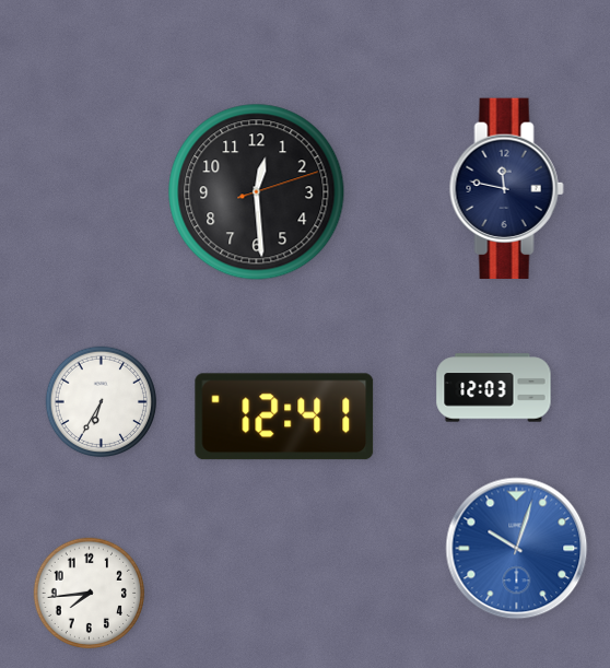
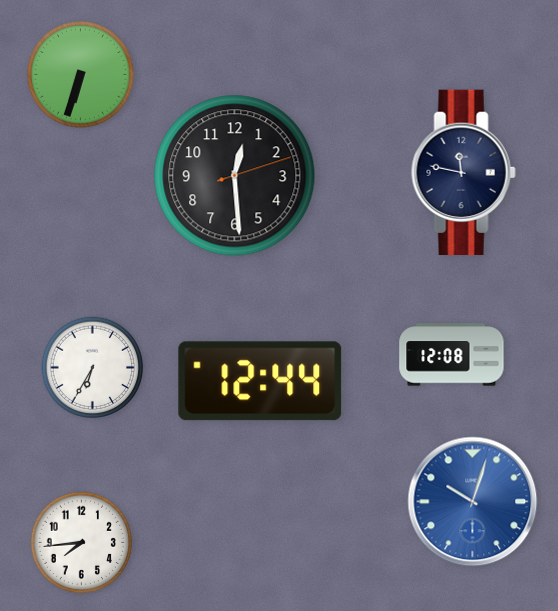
clock at (81, 75): none -> 6:33
clock at (494, 388): 12:03 -> 12:08
clock at (284, 417): 12:41 -> 12:44
